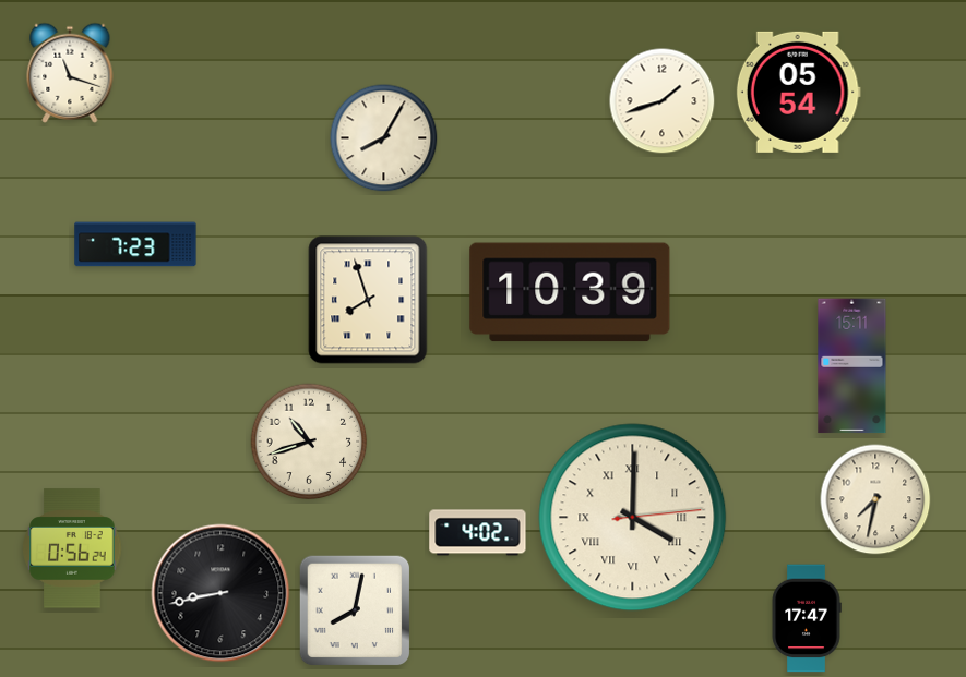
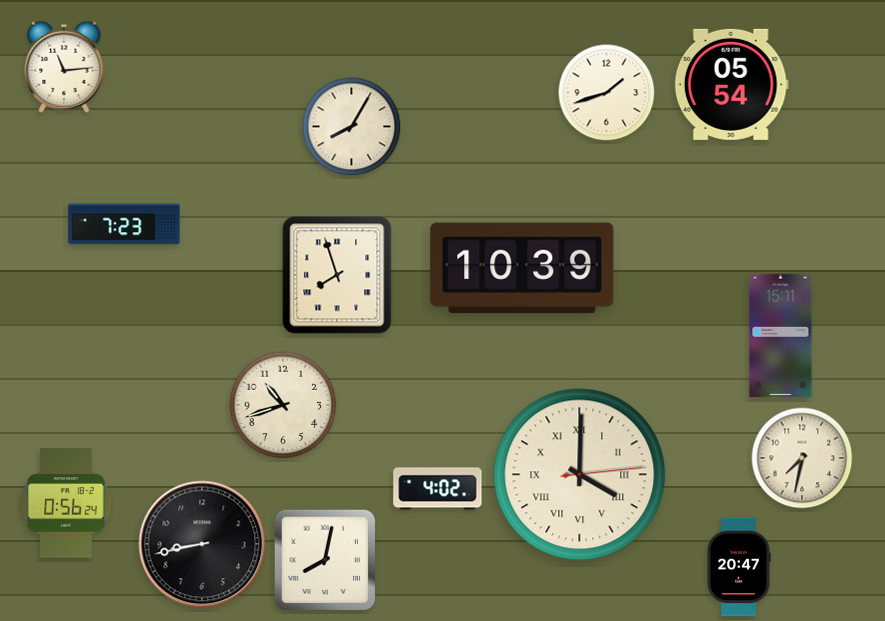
clock at (70, 73): 11:18 -> 11:14
clock at (807, 618): 17:47 -> 20:47
